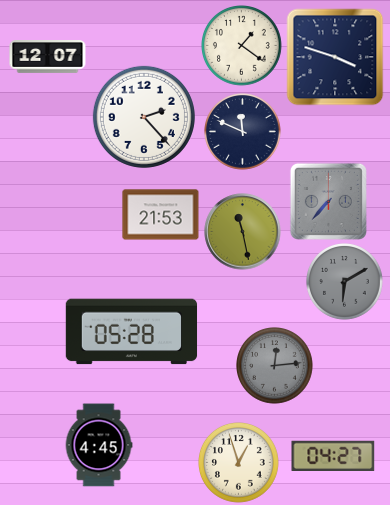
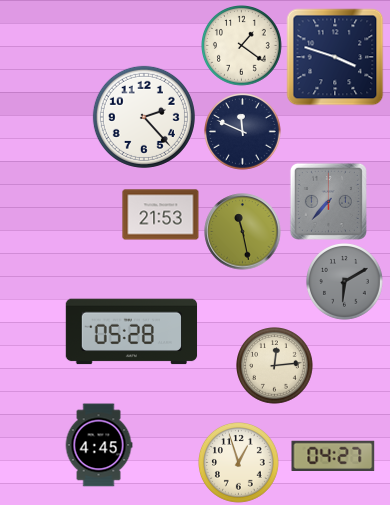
clock at (48, 57): 12:07 -> none
clock at (275, 366) dial: grey -> cream
